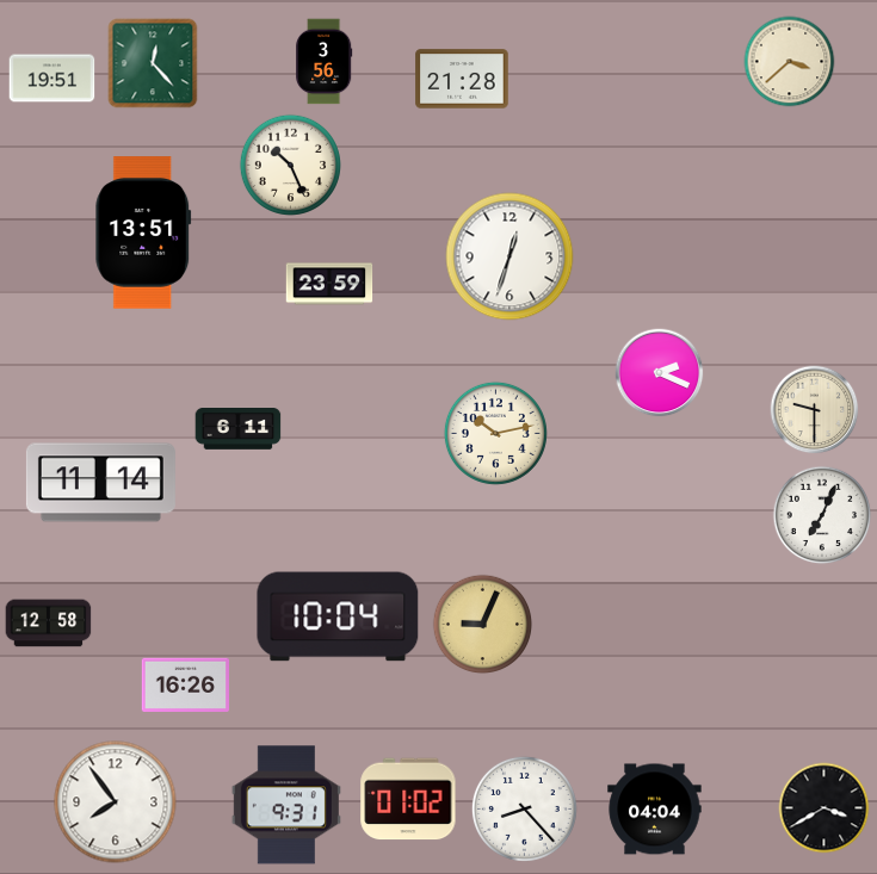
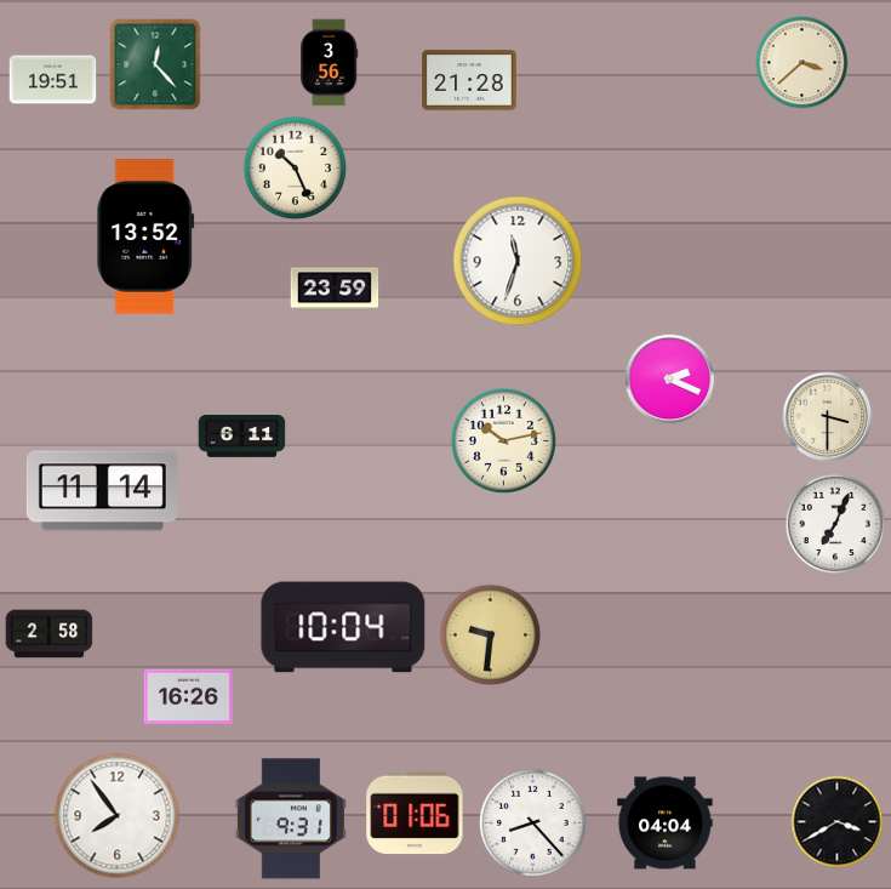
clock at (143, 233): 13:51 -> 13:52
clock at (509, 256): 12:33 -> 11:33
clock at (815, 410): 9:30 -> 3:30
clock at (49, 624): 12:58 -> 2:58
clock at (483, 625): 9:04 -> 9:31
clock at (408, 799): 01:02 -> 01:06
